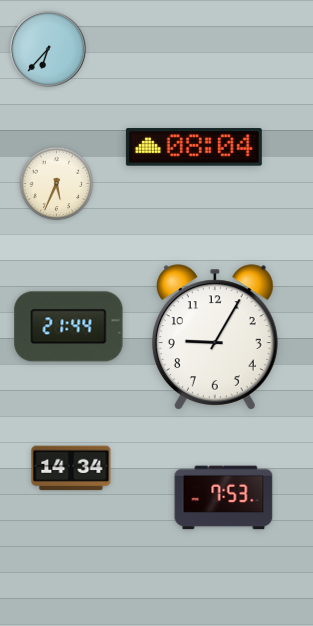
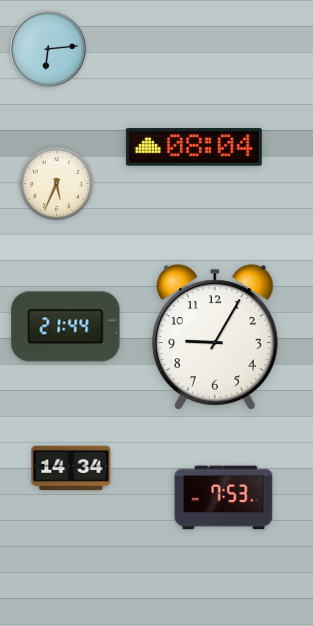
clock at (48, 49): 6:37 -> 6:14
clock at (69, 327) position: (69, 327) -> (66, 327)
